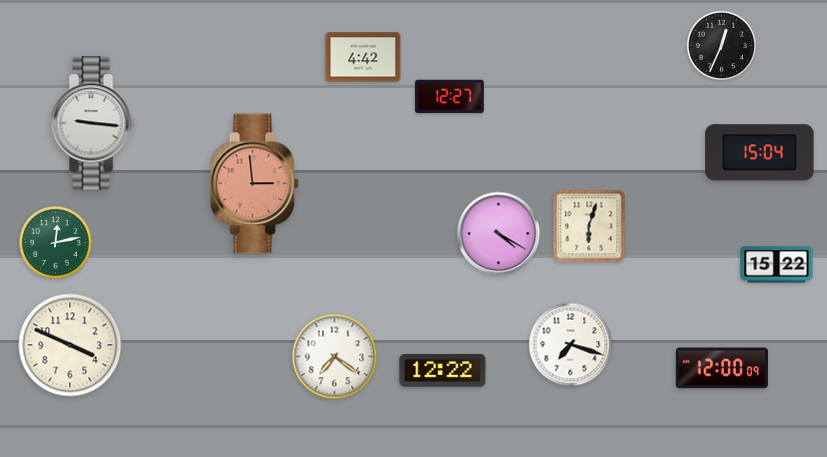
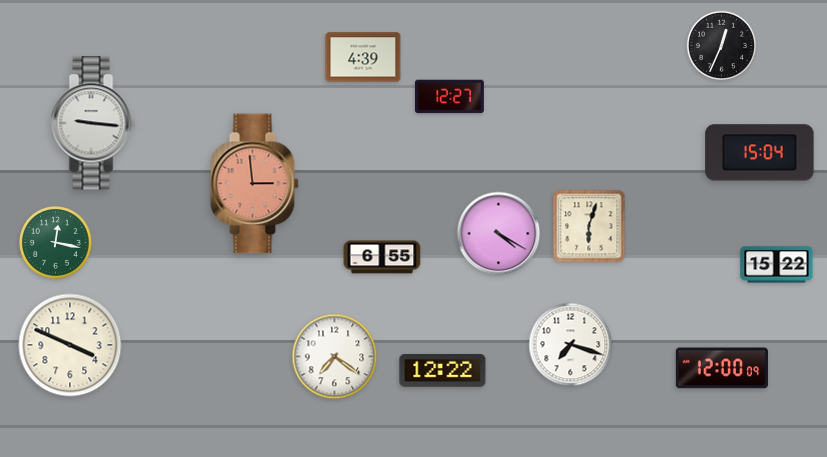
clock at (363, 57): 4:42 -> 4:39
clock at (56, 243): 12:13 -> 12:17
clock at (382, 257): none -> 6:55
